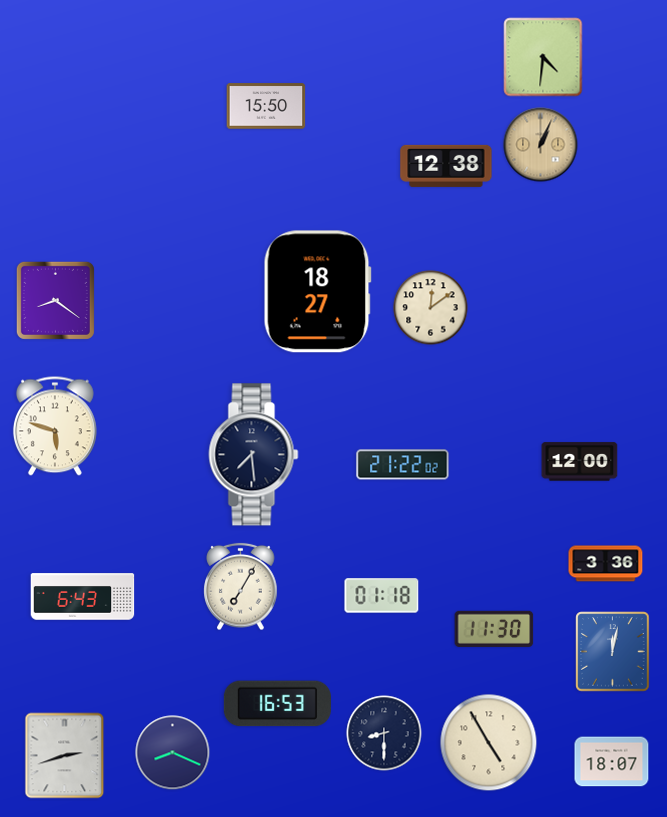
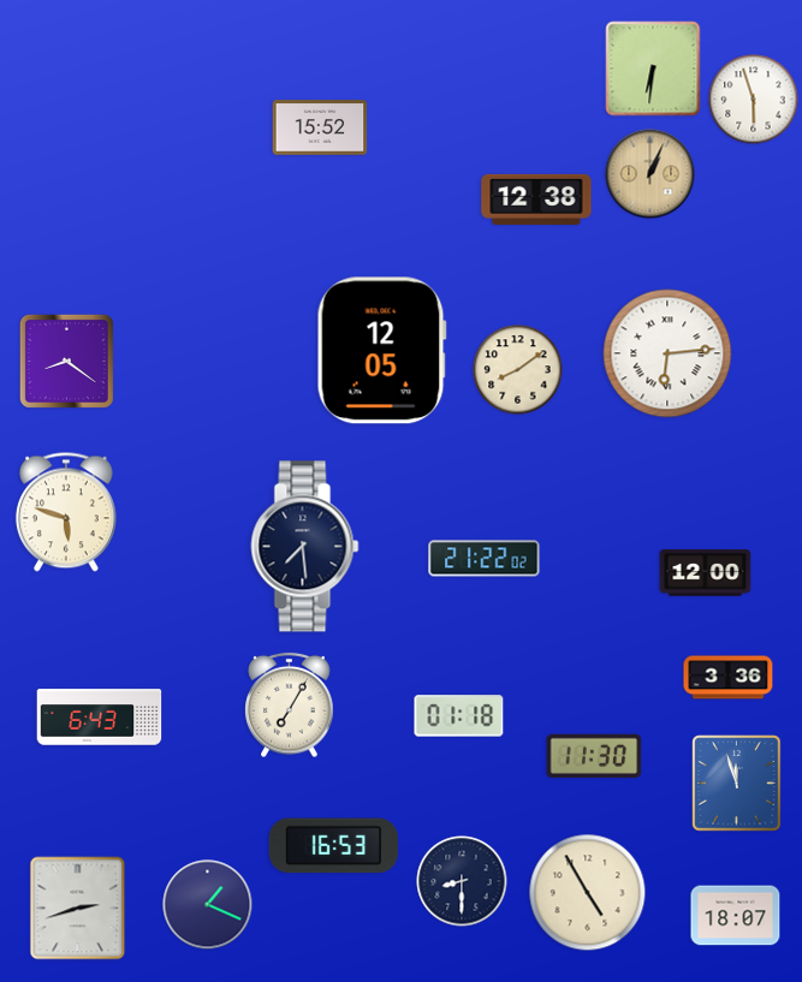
clock at (543, 57): 4:31 -> 6:31
clock at (754, 100): none -> 5:57
clock at (266, 106): 15:50 -> 15:52
clock at (317, 292): 18:27 -> 12:05
clock at (667, 353): none -> 6:14
clock at (431, 308): 12:09 -> 8:09
clock at (580, 462) position: (580, 462) -> (706, 573)
clock at (613, 652): 12:02 -> 11:57
clock at (173, 753): 8:19 -> 1:19
